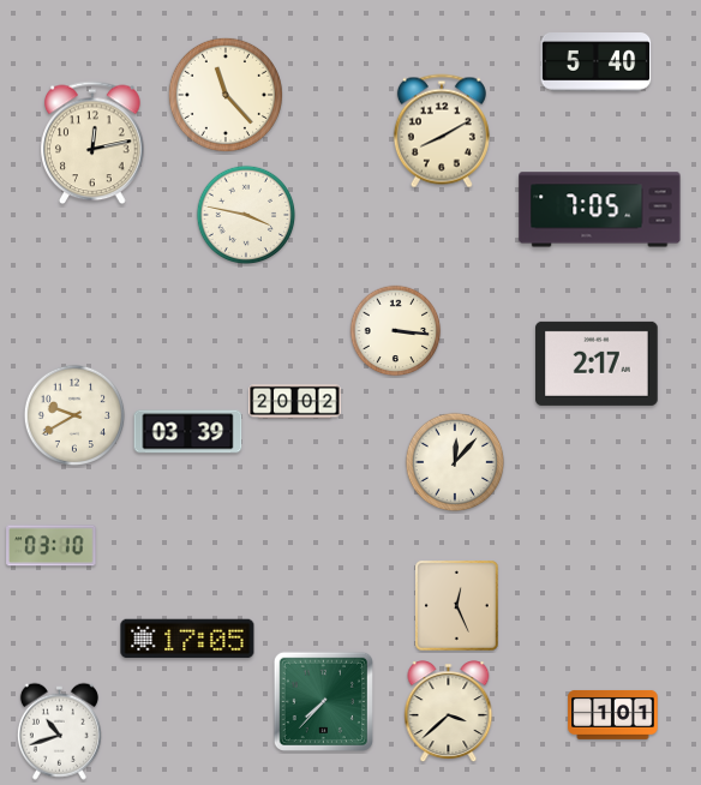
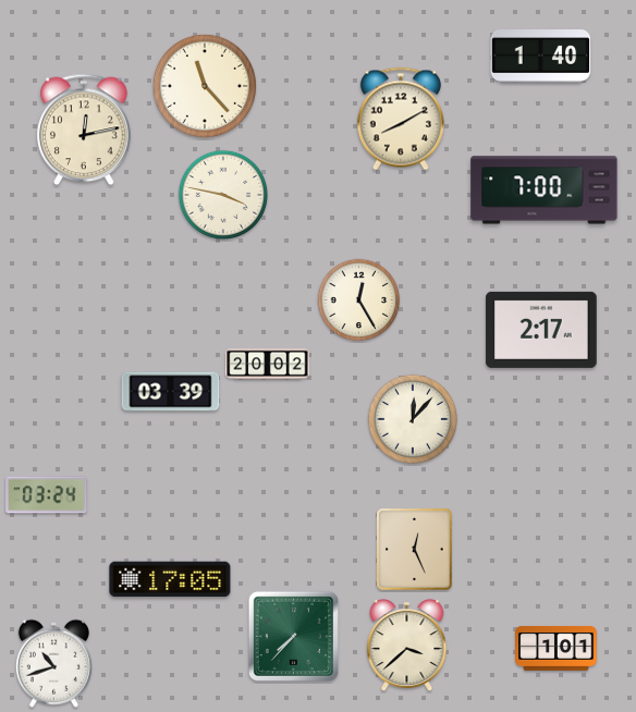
clock at (597, 62): 5:40 -> 1:40
clock at (600, 210): 7:05 -> 7:00
clock at (396, 331): 3:16 -> 12:25
clock at (74, 415): 9:40 -> none
clock at (52, 546): 03:10 -> 03:24
